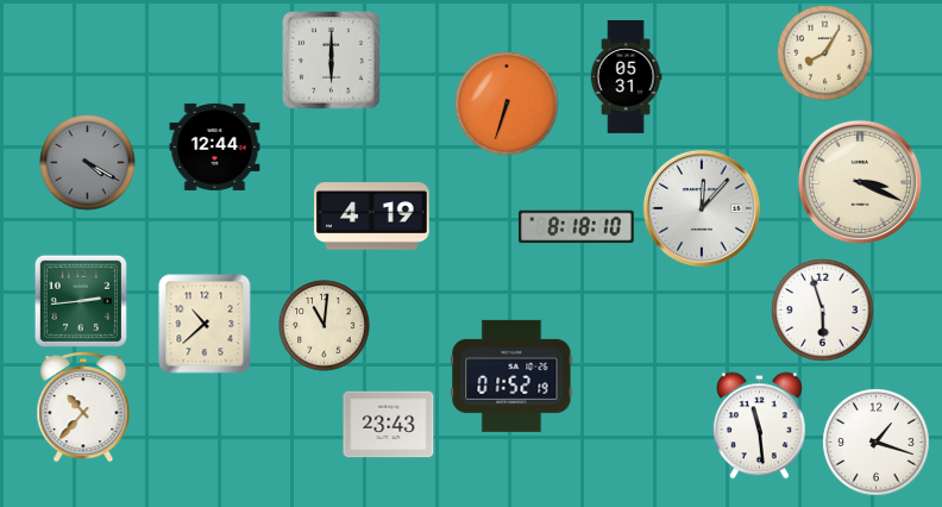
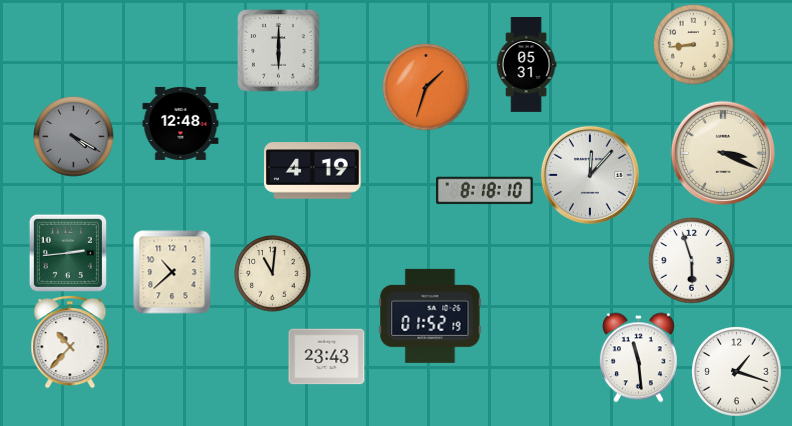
clock at (825, 54): 8:05 -> 8:44
clock at (507, 104): 6:33 -> 1:33
clock at (215, 146): 12:44 -> 12:48
clock at (372, 217) position: (372, 217) -> (313, 171)
